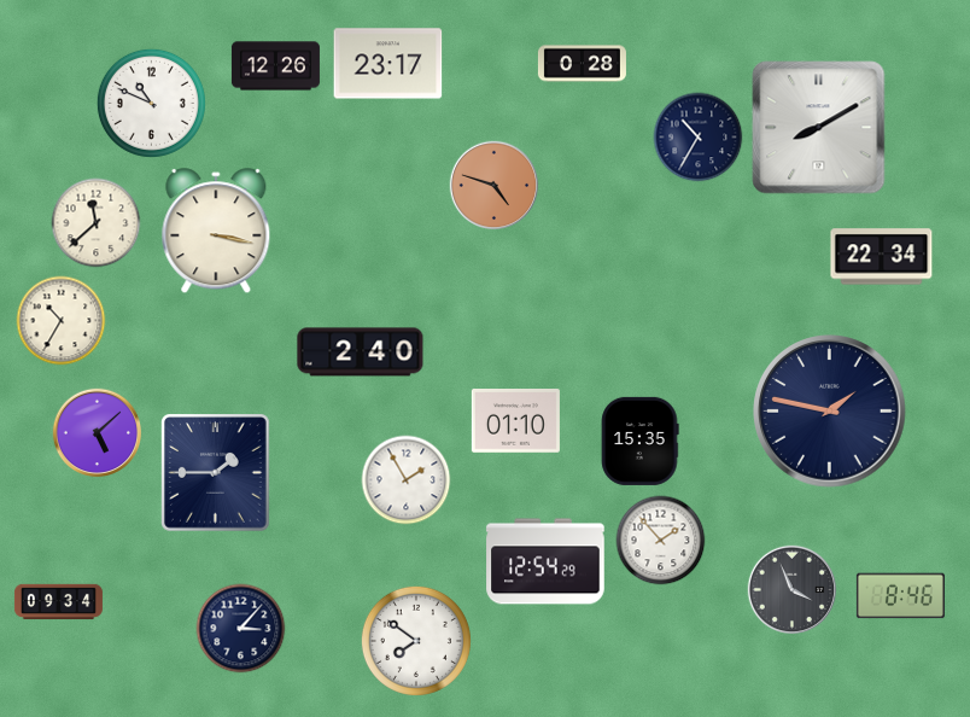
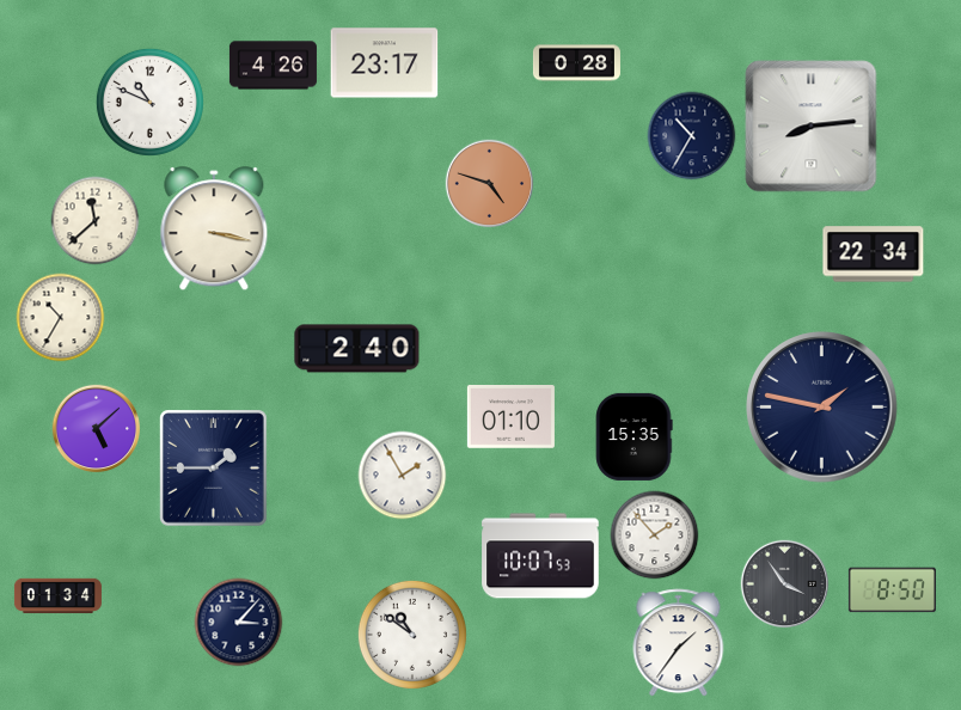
clock at (275, 66): 12:26 -> 4:26
clock at (819, 128): 8:10 -> 8:14
clock at (545, 561): 12:54 -> 10:07
clock at (793, 590): 3:56 -> 3:54
clock at (900, 596): 8:46 -> 8:50
clock at (58, 602): 09:34 -> 01:34
clock at (416, 641): 7:51 -> 10:51
clock at (679, 643): none -> 1:36
